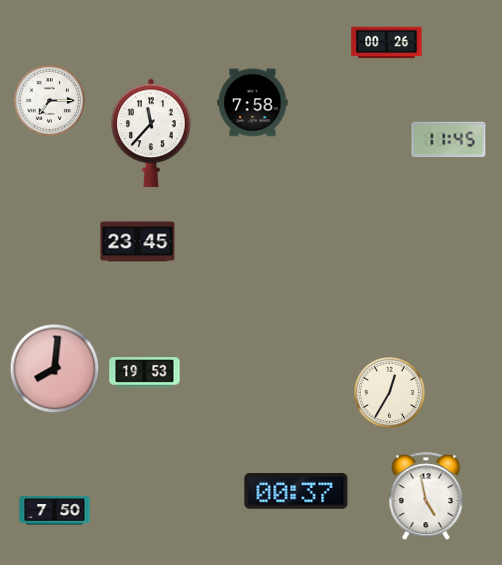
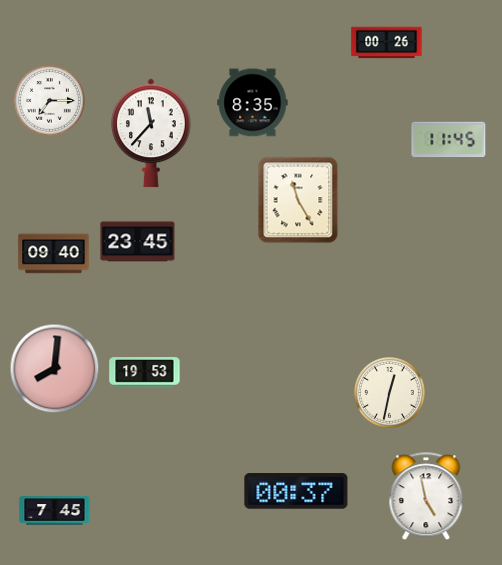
clock at (253, 103): 7:58 -> 8:35
clock at (298, 200): none -> 11:25
clock at (54, 254): none -> 09:40
clock at (390, 393): 12:35 -> 12:32
clock at (55, 511): 7:50 -> 7:45
